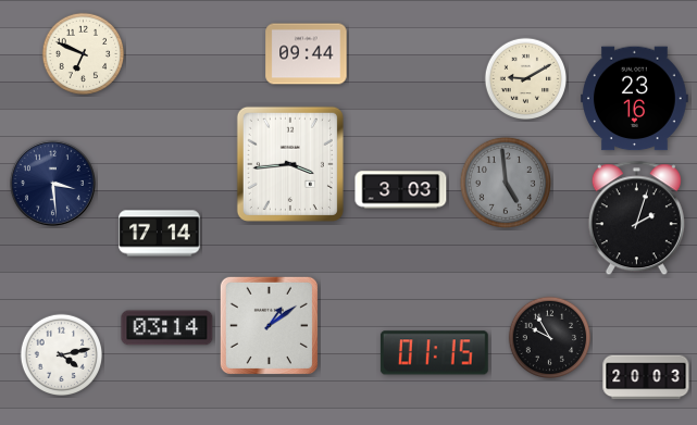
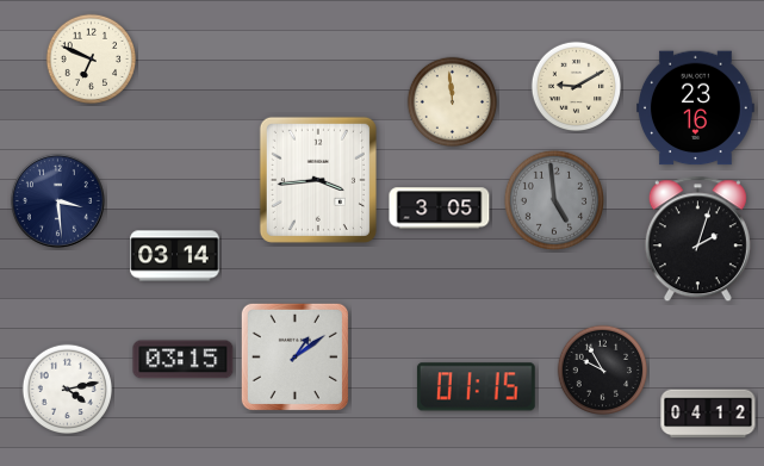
clock at (307, 54): 09:44 -> none
clock at (453, 102): none -> 11:59
clock at (401, 190): 3:03 -> 3:05
clock at (160, 234): 17:14 -> 03:14
clock at (167, 328): 03:14 -> 03:15
clock at (646, 377): 20:03 -> 04:12
